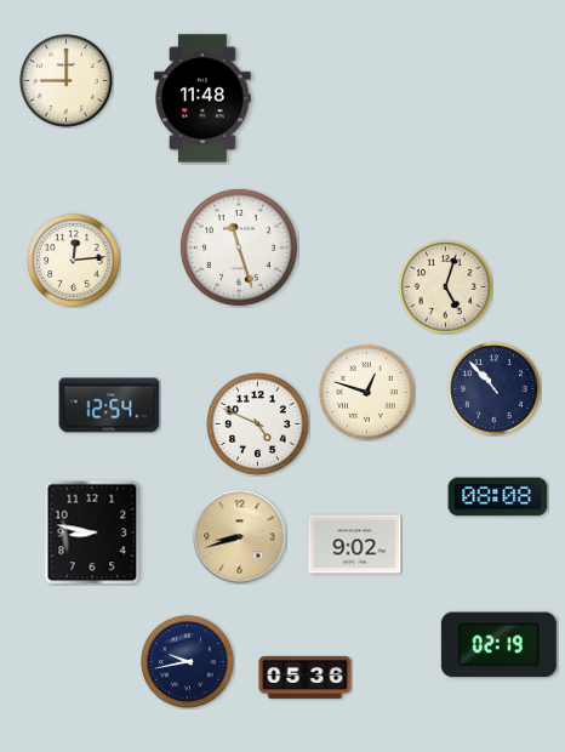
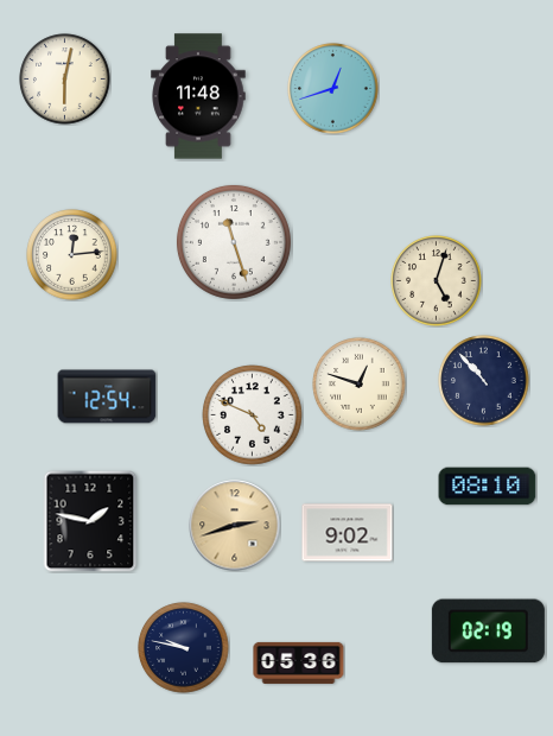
clock at (67, 81): 9:00 -> 6:02
clock at (333, 89): none -> 12:42
clock at (498, 497): 08:08 -> 08:10
clock at (92, 532): 8:47 -> 1:47
clock at (240, 537): 8:42 -> 2:42
clock at (188, 662): 9:43 -> 9:47
